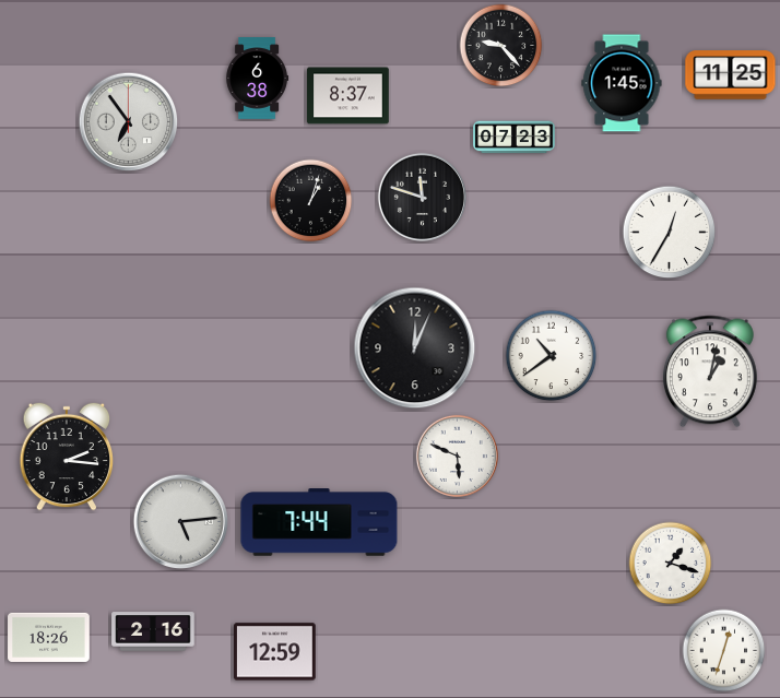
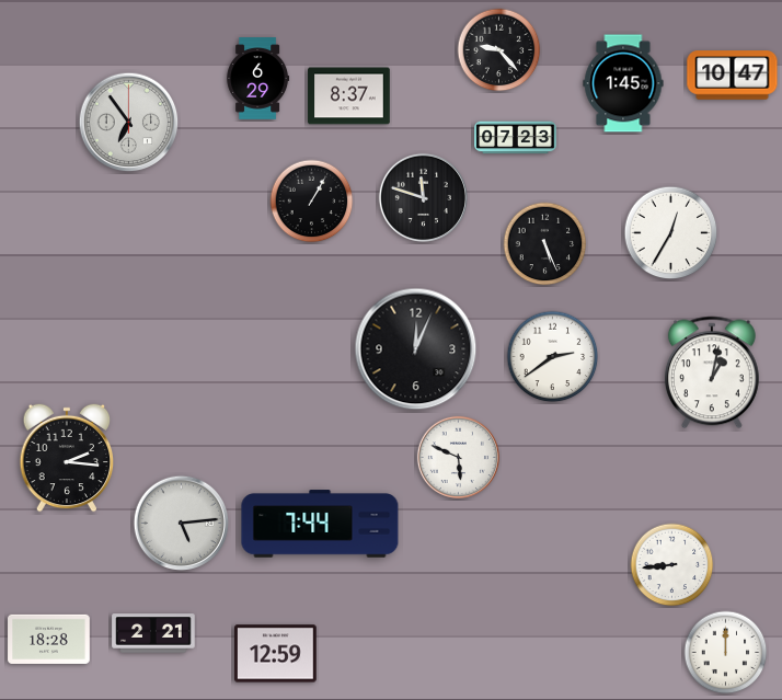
clock at (501, 46) position: (501, 46) -> (499, 50)
clock at (731, 75): 11:25 -> 10:47
clock at (258, 79): 6:38 -> 6:29
clock at (311, 201): 1:03 -> 1:05
clock at (545, 244): none -> 5:26
clock at (552, 356): 10:39 -> 2:39
clock at (671, 564): 1:18 -> 8:44
clock at (153, 631): 2:16 -> 2:21
clock at (49, 637): 18:26 -> 18:28
clock at (724, 651): 12:33 -> 12:00
